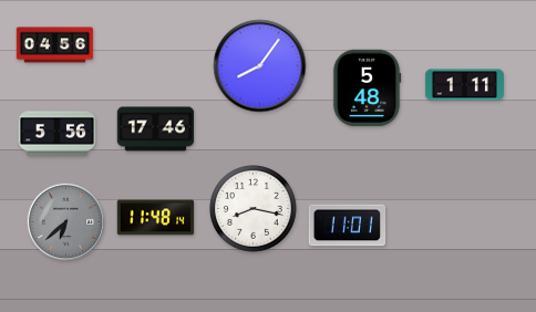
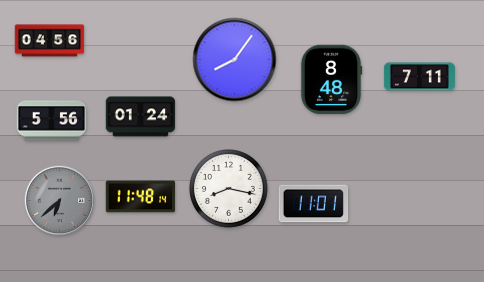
clock at (464, 85): 1:11 -> 7:11
clock at (367, 89): 5:48 -> 8:48
clock at (156, 129): 17:46 -> 01:24
